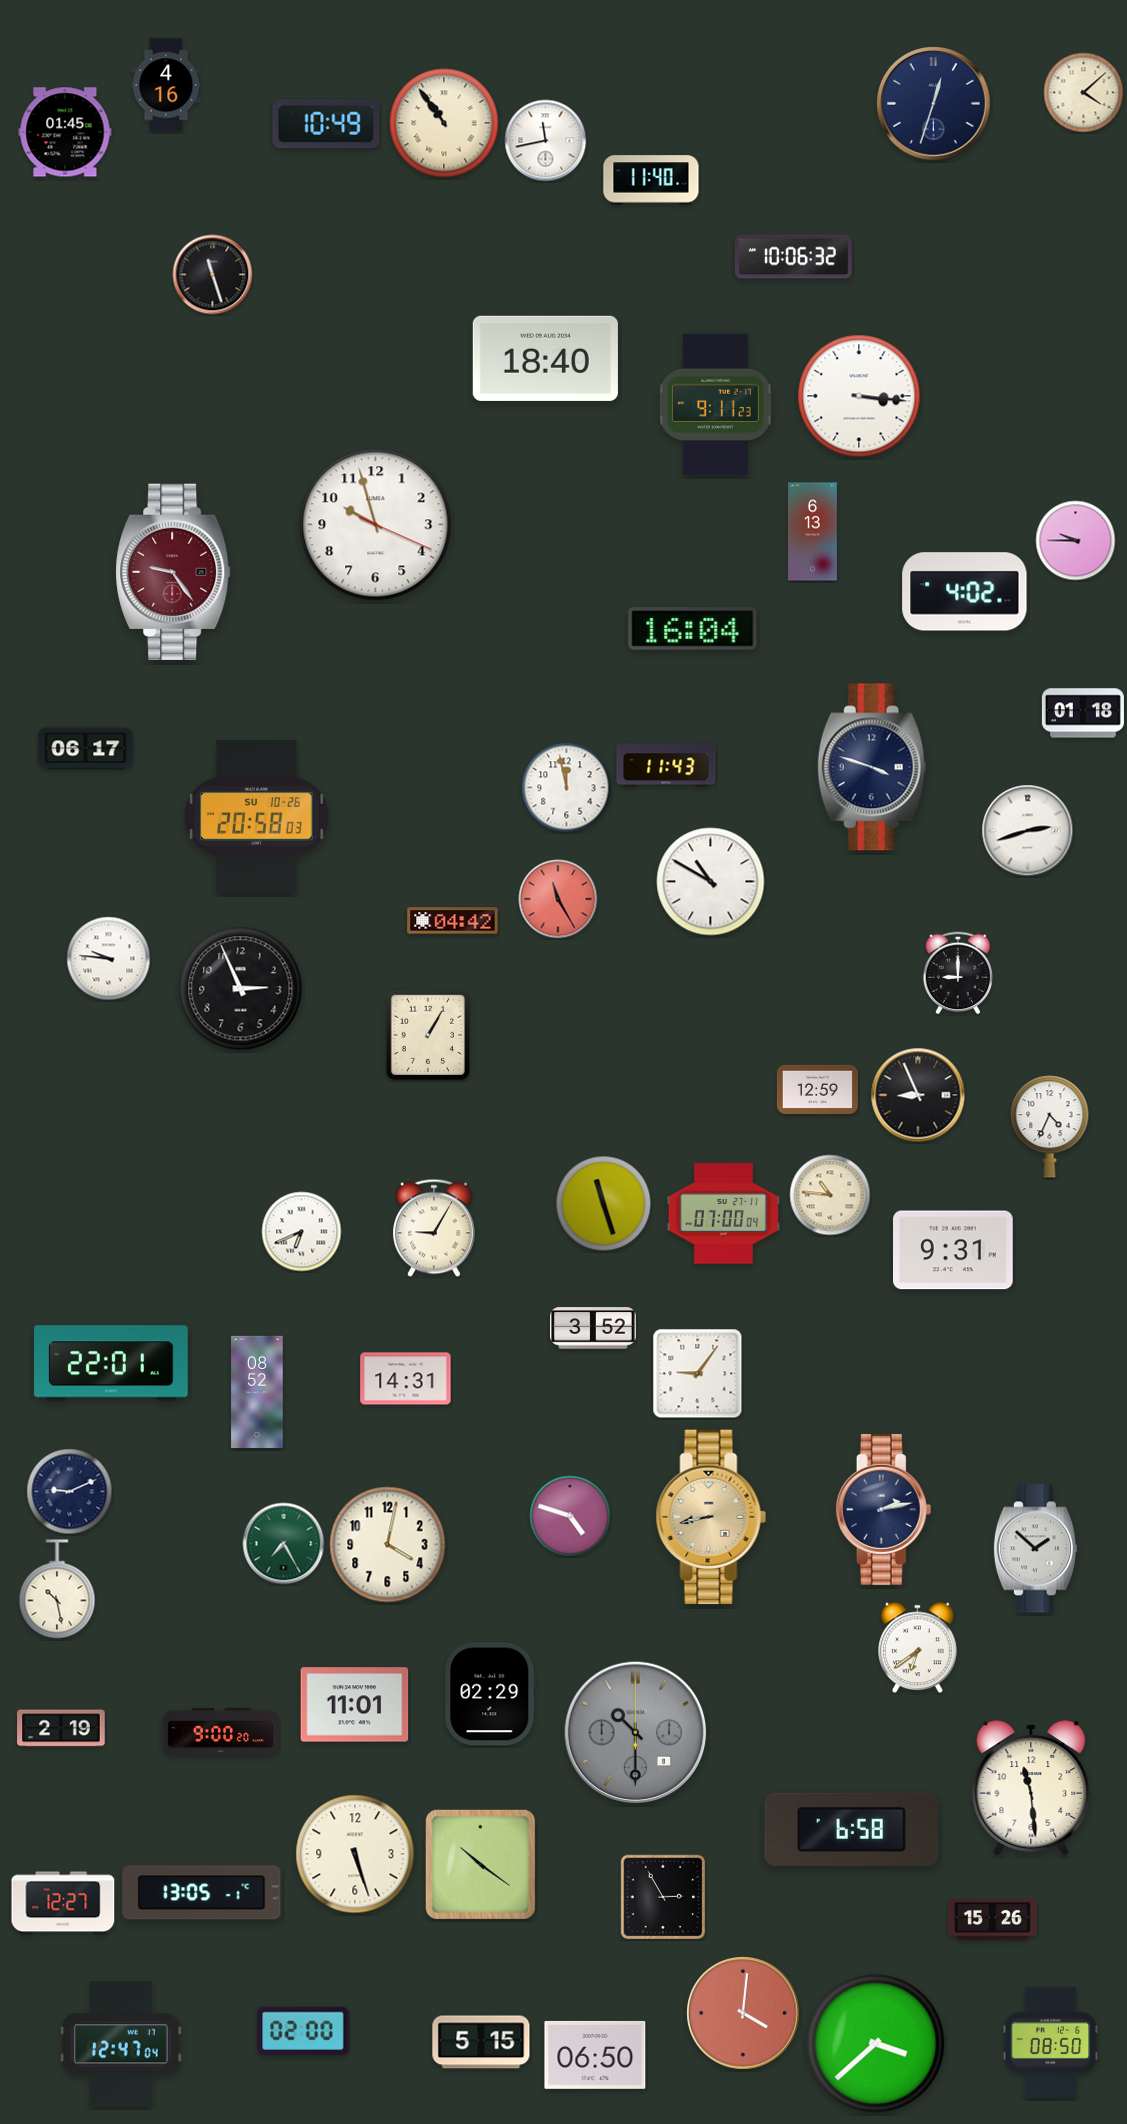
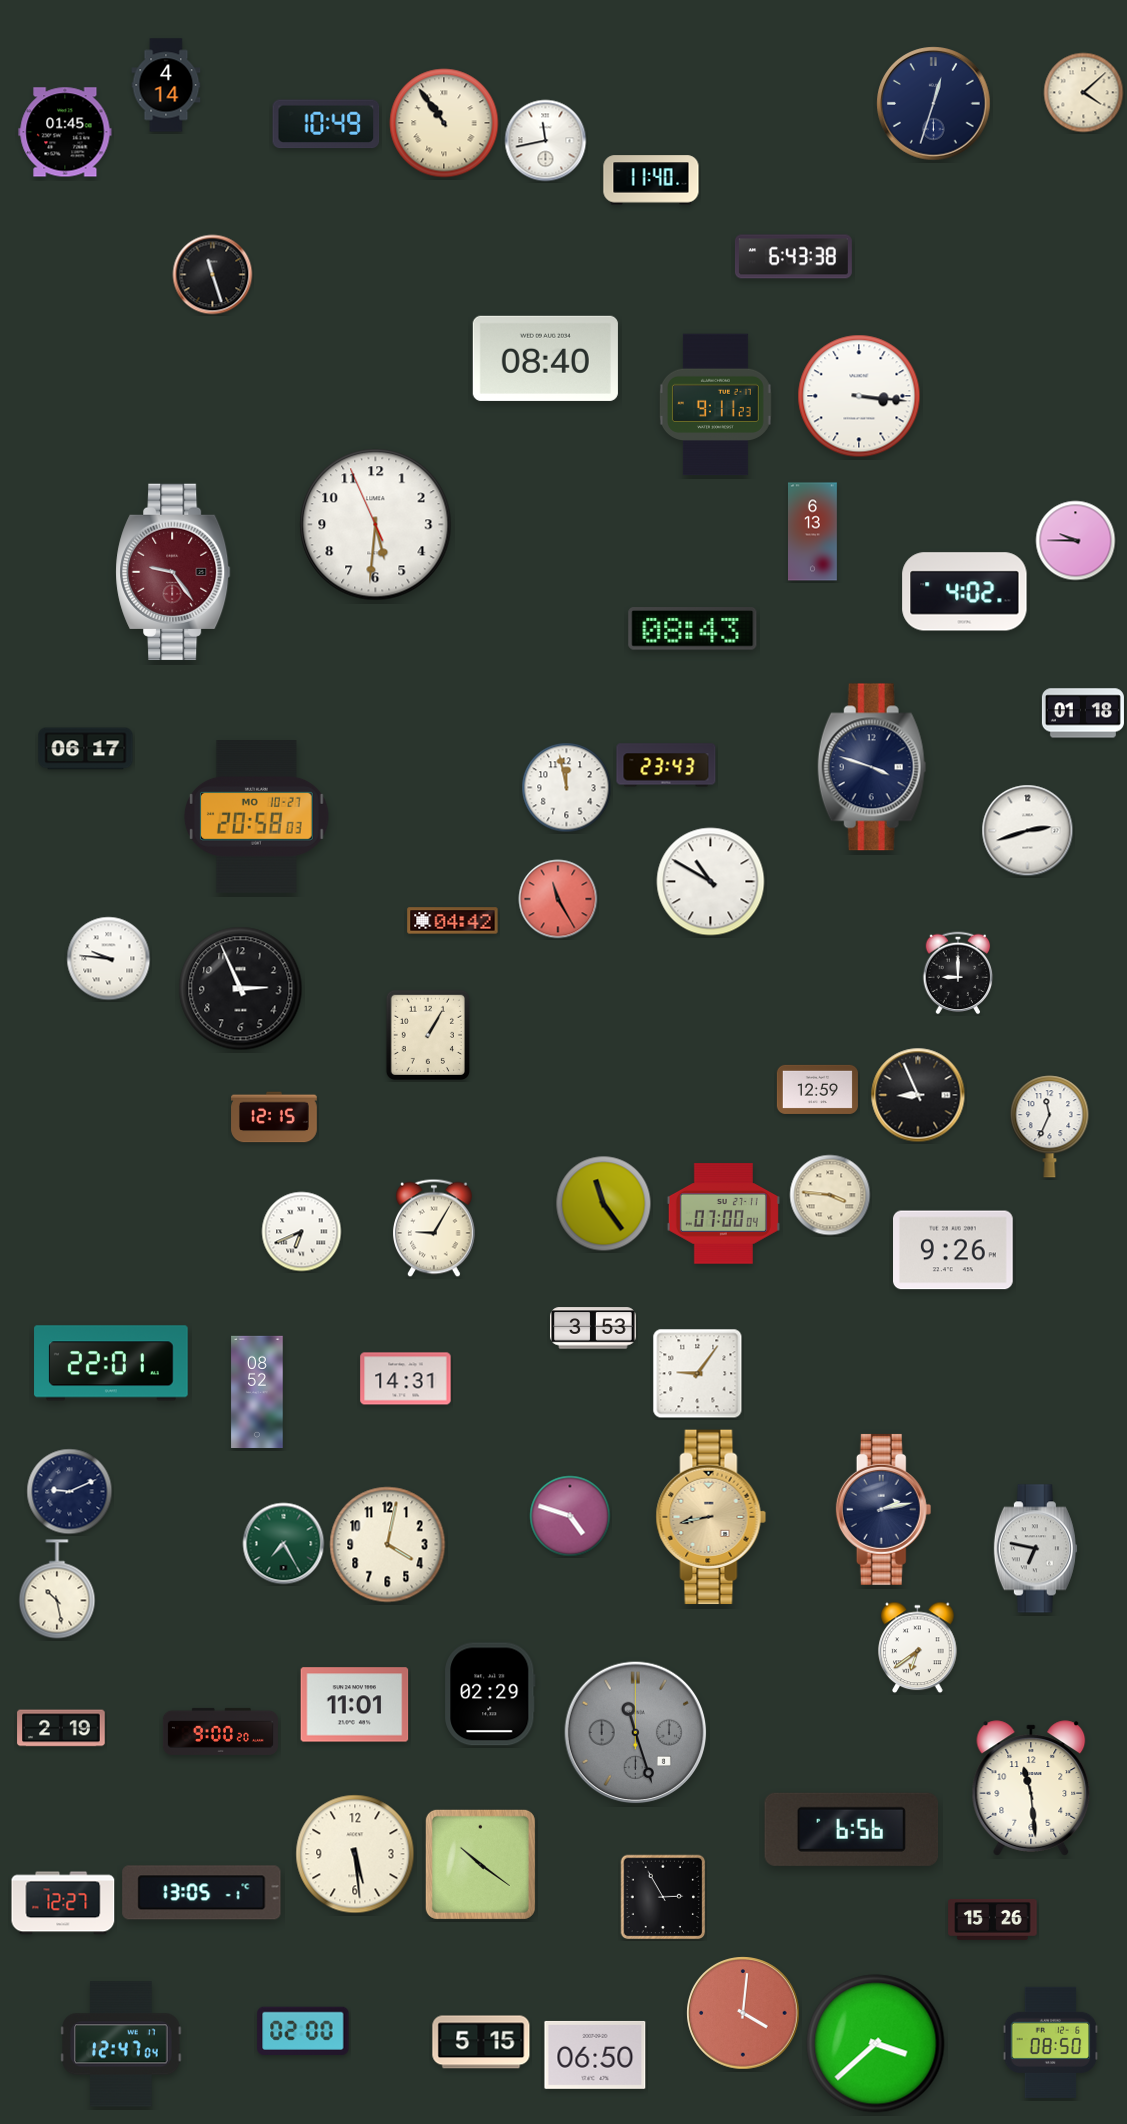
clock at (166, 85): 4:16 -> 4:14
clock at (793, 257): 10:06 -> 6:43
clock at (545, 358): 18:40 -> 08:40
clock at (376, 525): 9:57 -> 5:30
clock at (693, 629): 16:04 -> 08:43
clock at (666, 765): 11:43 -> 23:43
clock at (256, 817) date: SU 10-26 -> MO 10-27
clock at (274, 1117): none -> 12:15
clock at (1050, 1127): 4:34 -> 11:34
clock at (830, 1195): 10:46 -> 3:46
clock at (604, 1204): 11:27 -> 11:24
clock at (954, 1250): 9:31 -> 9:26
clock at (594, 1328): 3:52 -> 3:53
clock at (1035, 1549): 1:52 -> 6:47
clock at (636, 1733): 10:30 -> 11:27
clock at (852, 1829): 6:58 -> 6:56
clock at (355, 1854): 5:27 -> 5:29
